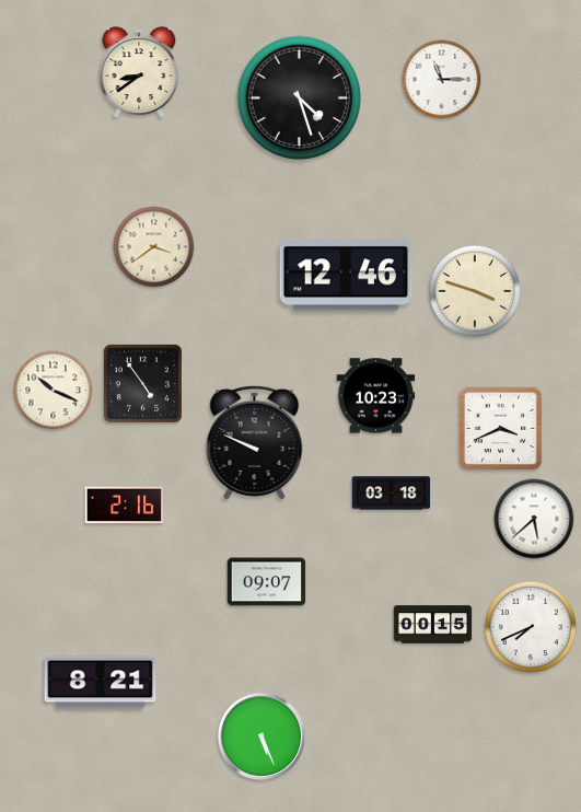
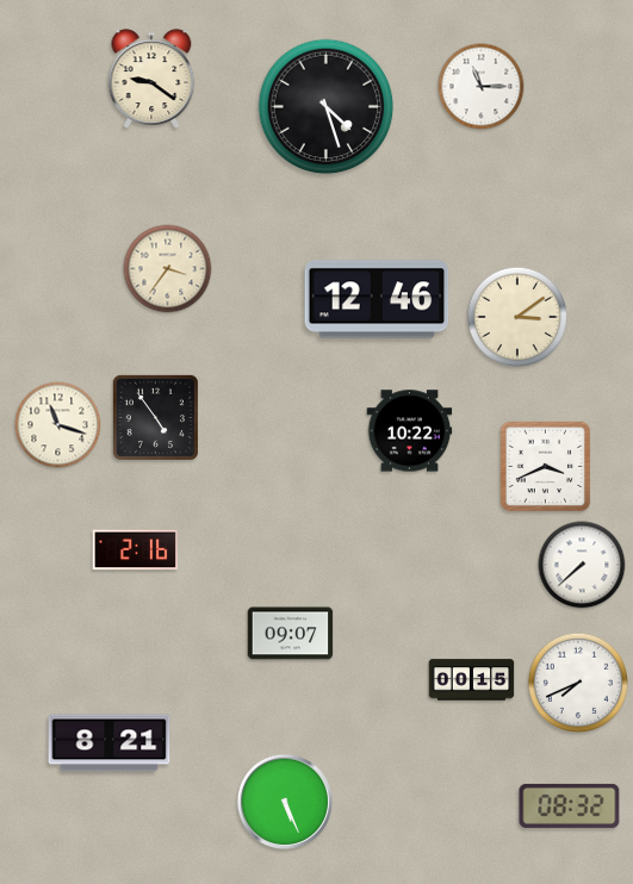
clock at (139, 72): 8:39 -> 9:21
clock at (154, 247): 3:39 -> 3:36
clock at (475, 291): 3:48 -> 3:09
clock at (54, 391): 10:19 -> 11:18
clock at (376, 396): 10:23 -> 10:22
clock at (255, 442): 9:49 -> none
clock at (392, 494): 03:18 -> none
clock at (534, 519): 5:38 -> 7:38
clock at (570, 805): none -> 08:32
